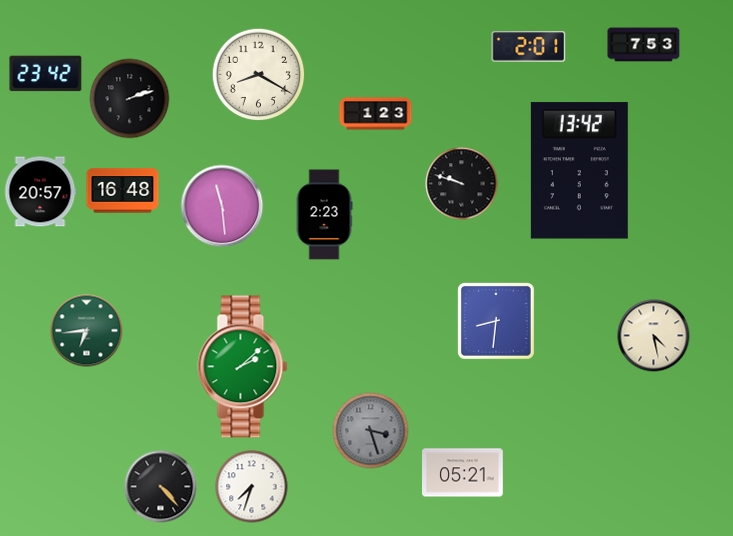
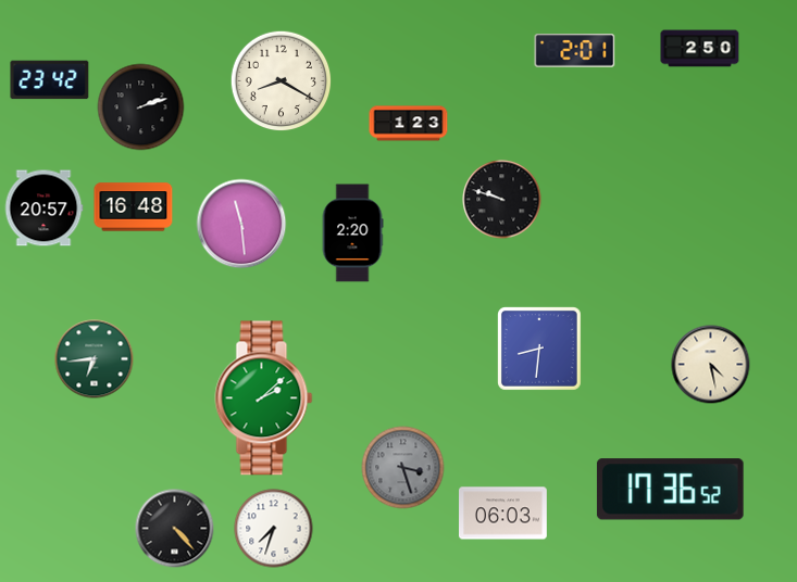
clock at (644, 45): 7:53 -> 2:50
clock at (579, 171): 13:42 -> none
clock at (324, 215): 2:23 -> 2:20
clock at (670, 490): none -> 17:36
clock at (463, 473): 05:21 -> 06:03
